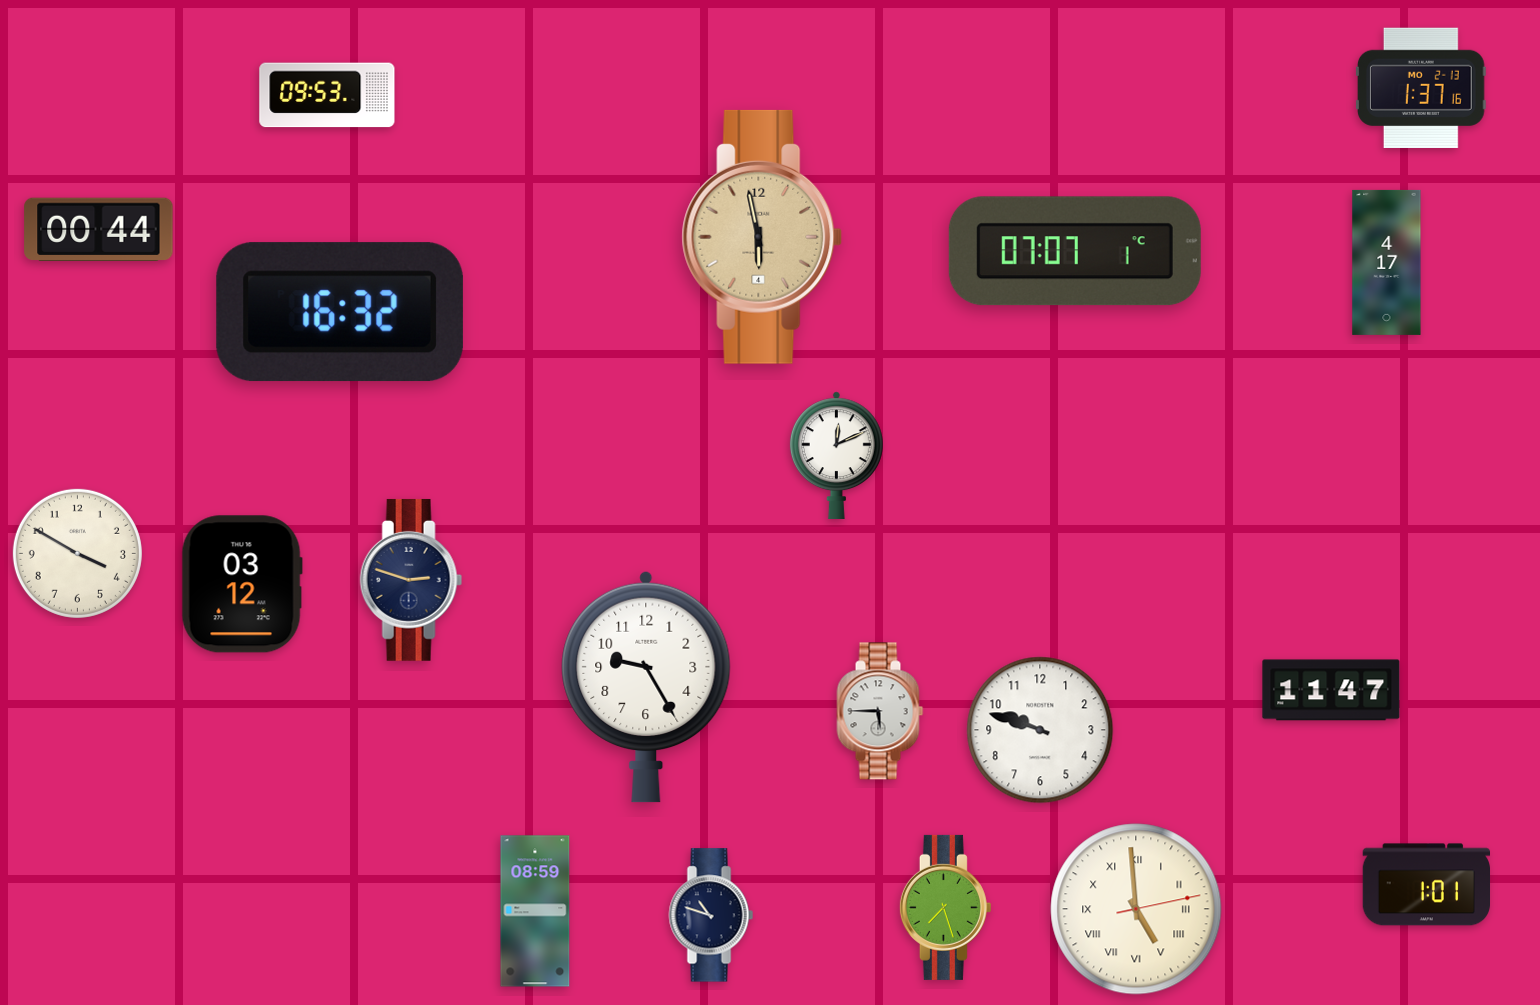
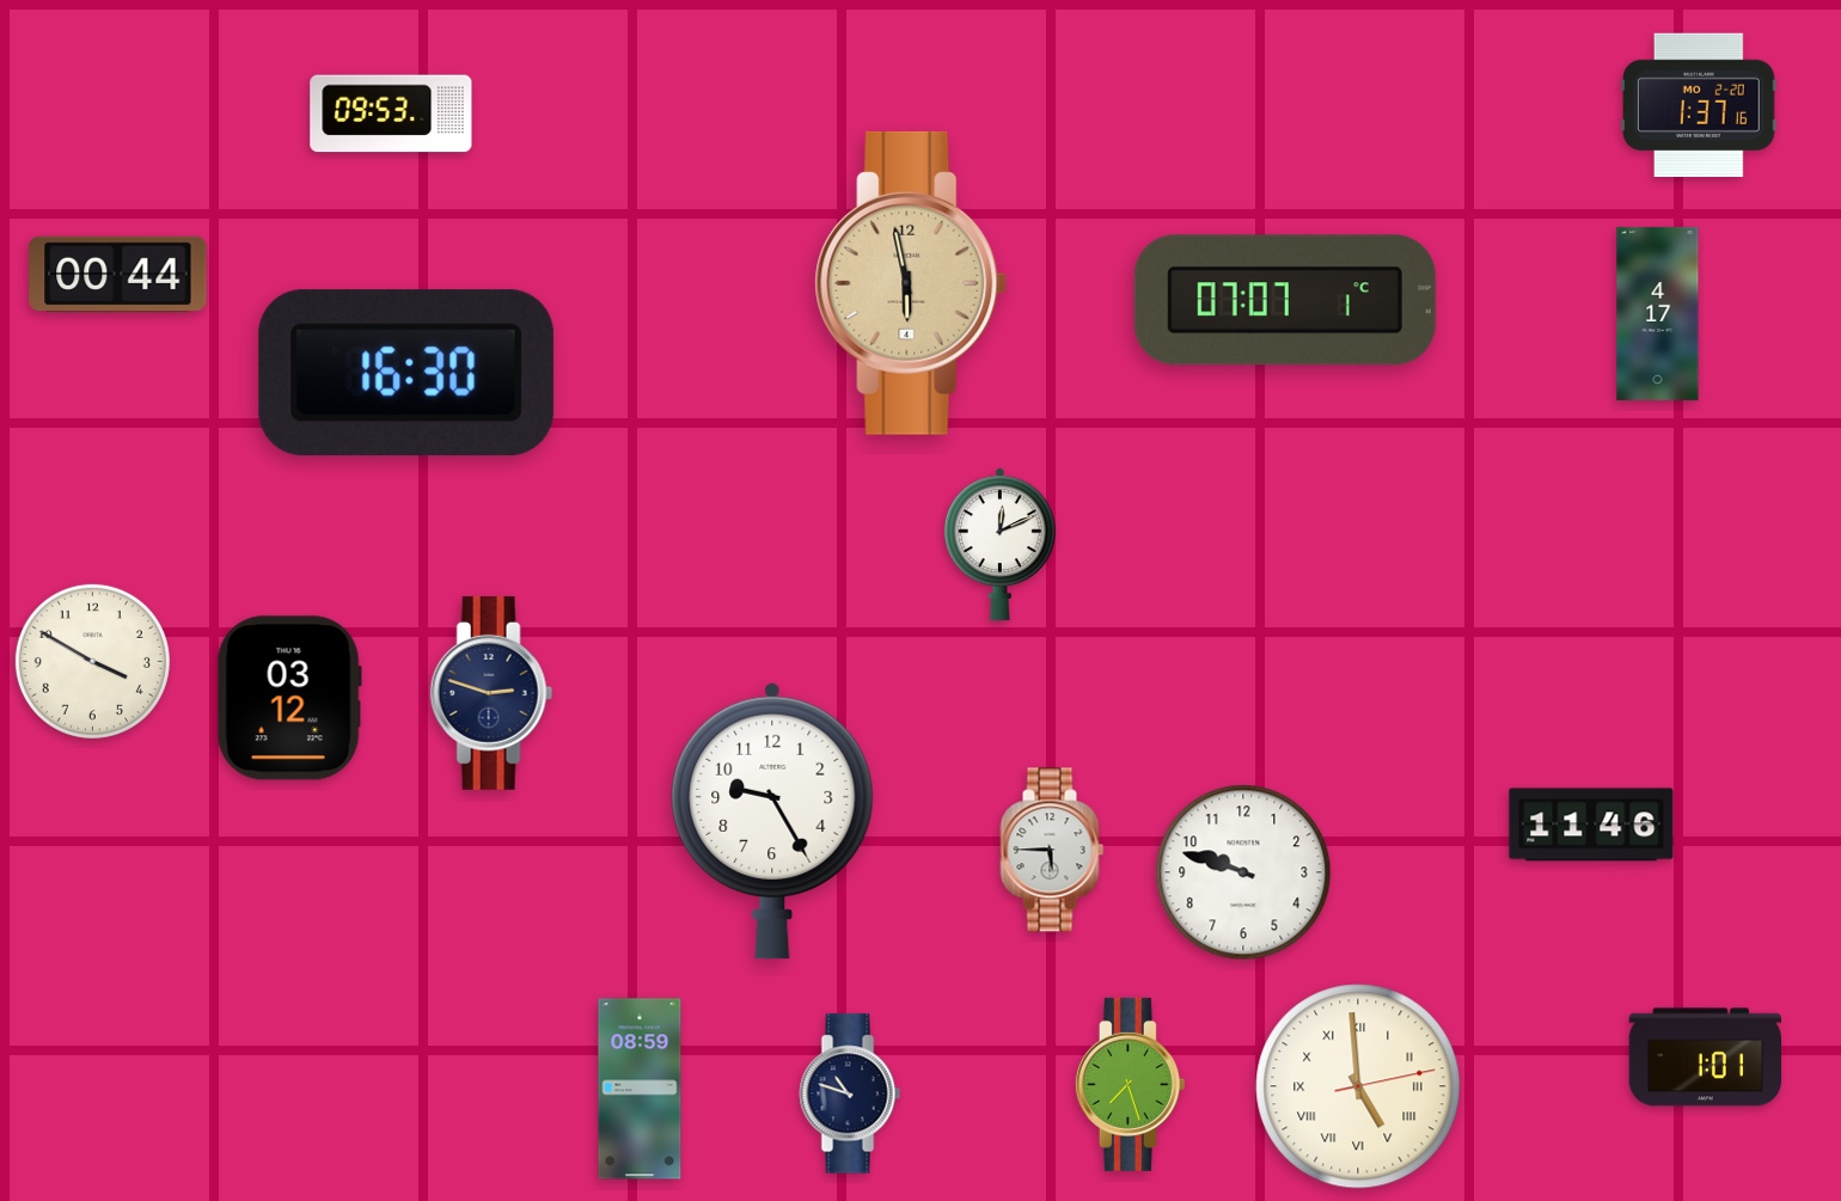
clock at (1421, 88) date: MO 2-13 -> MO 2-20
clock at (340, 312): 16:32 -> 16:30
clock at (1331, 690): 11:47 -> 11:46
